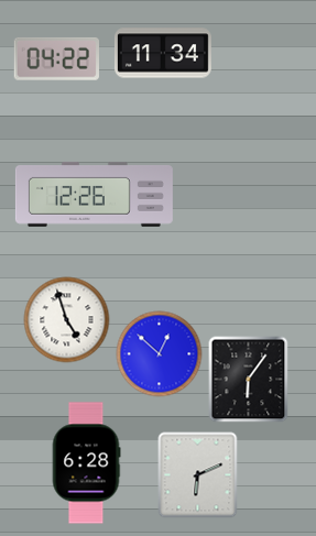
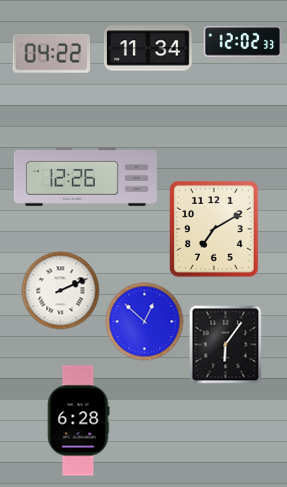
clock at (242, 42): none -> 12:02
clock at (215, 229): none -> 7:10
clock at (66, 319): 4:57 -> 2:11
clock at (198, 474): 6:11 -> none
